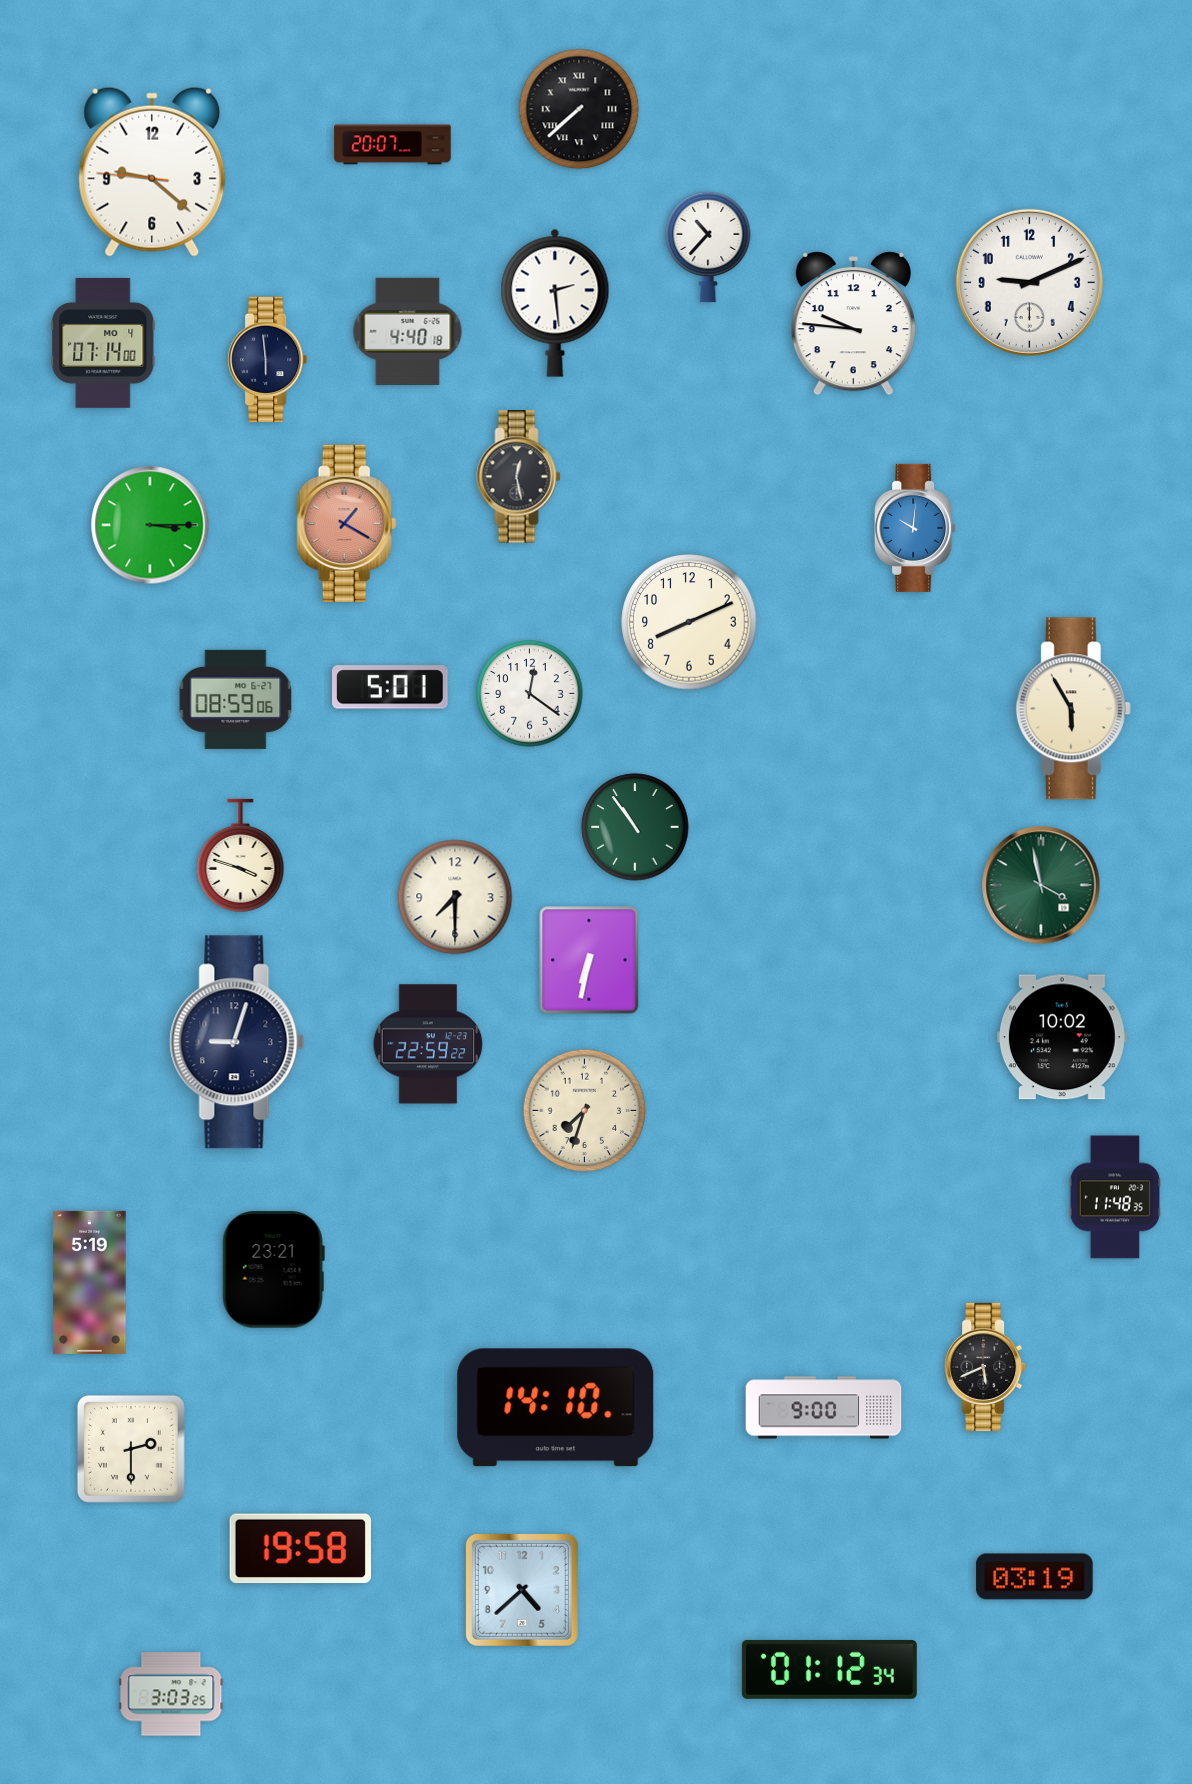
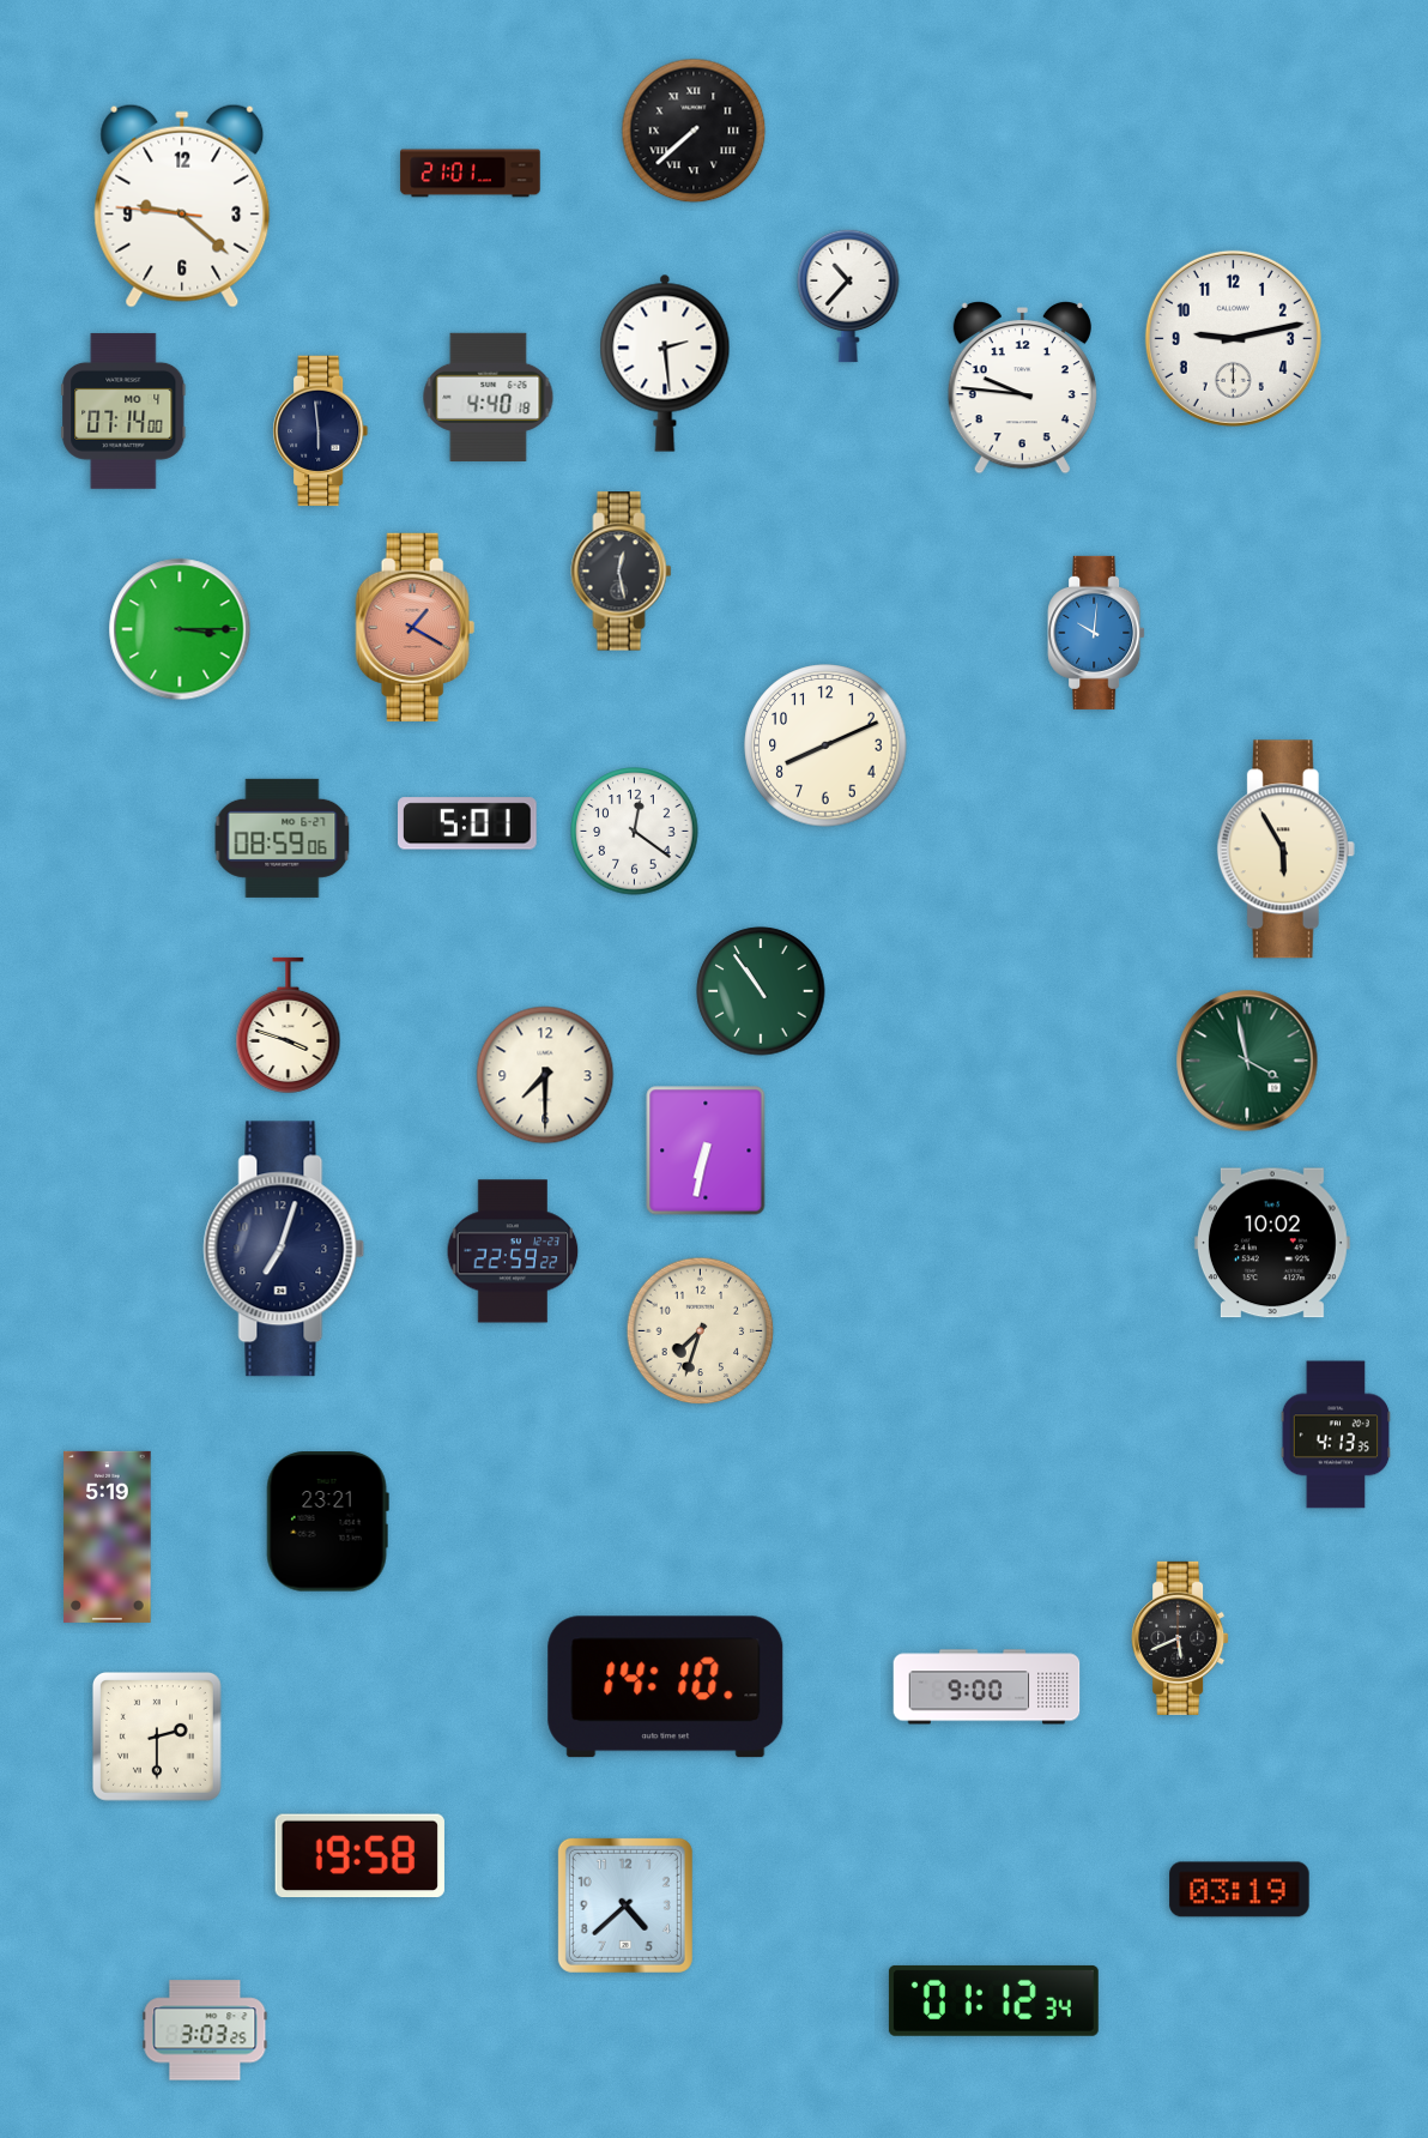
clock at (393, 145): 20:07 -> 21:01
clock at (1029, 282): 9:11 -> 9:13
clock at (237, 1042): 9:03 -> 7:03
clock at (1115, 1197): 11:48 -> 4:13
